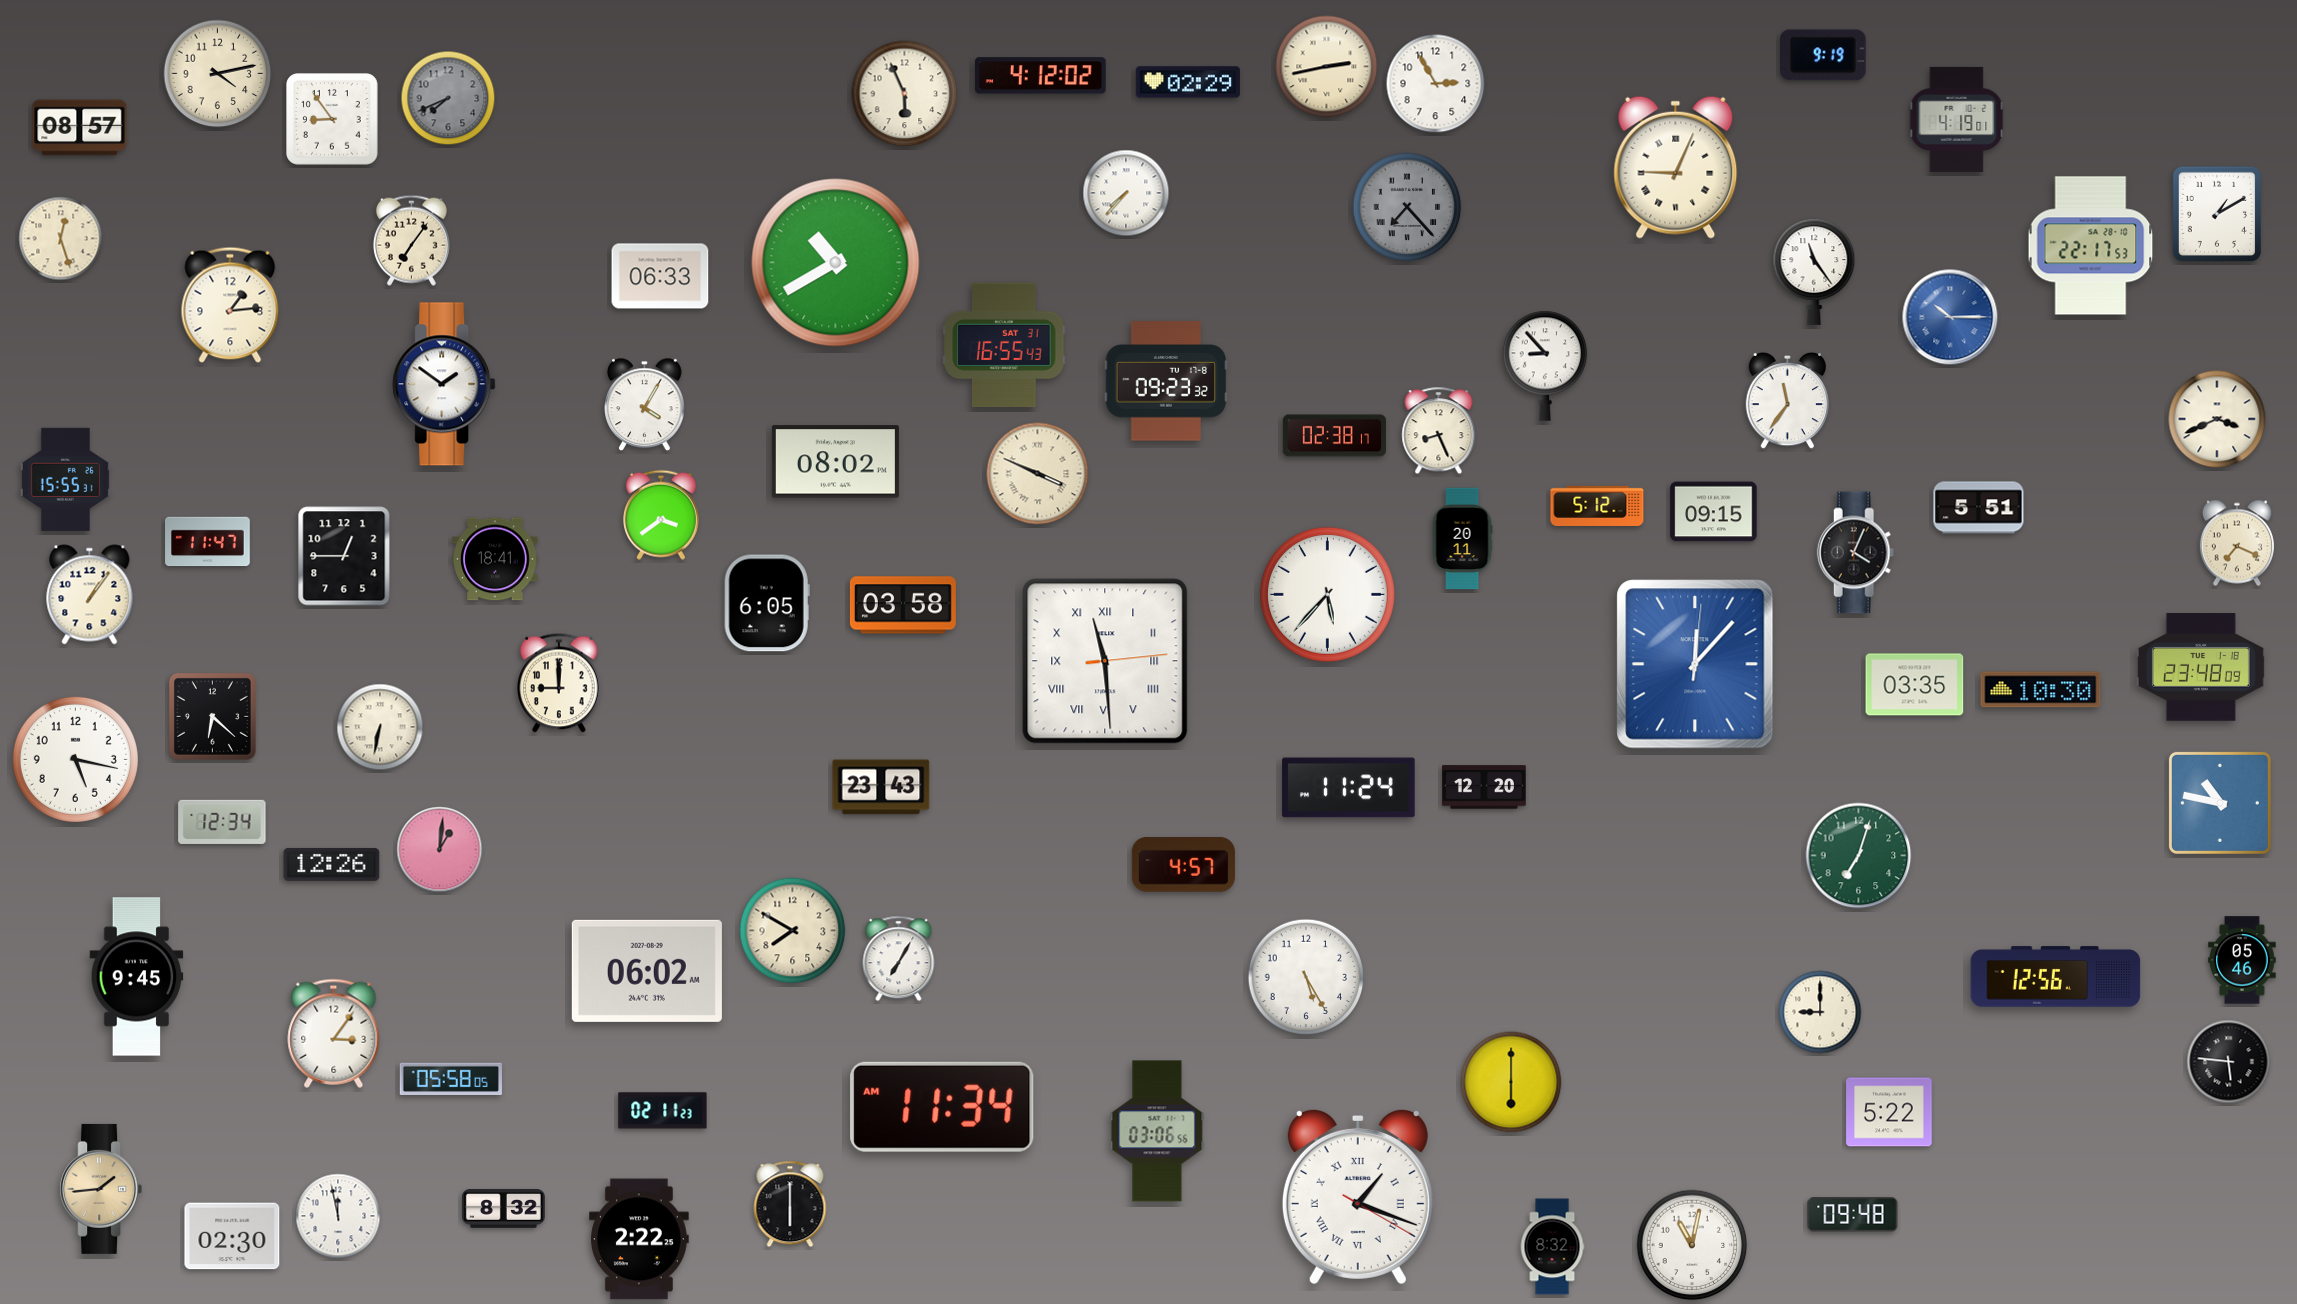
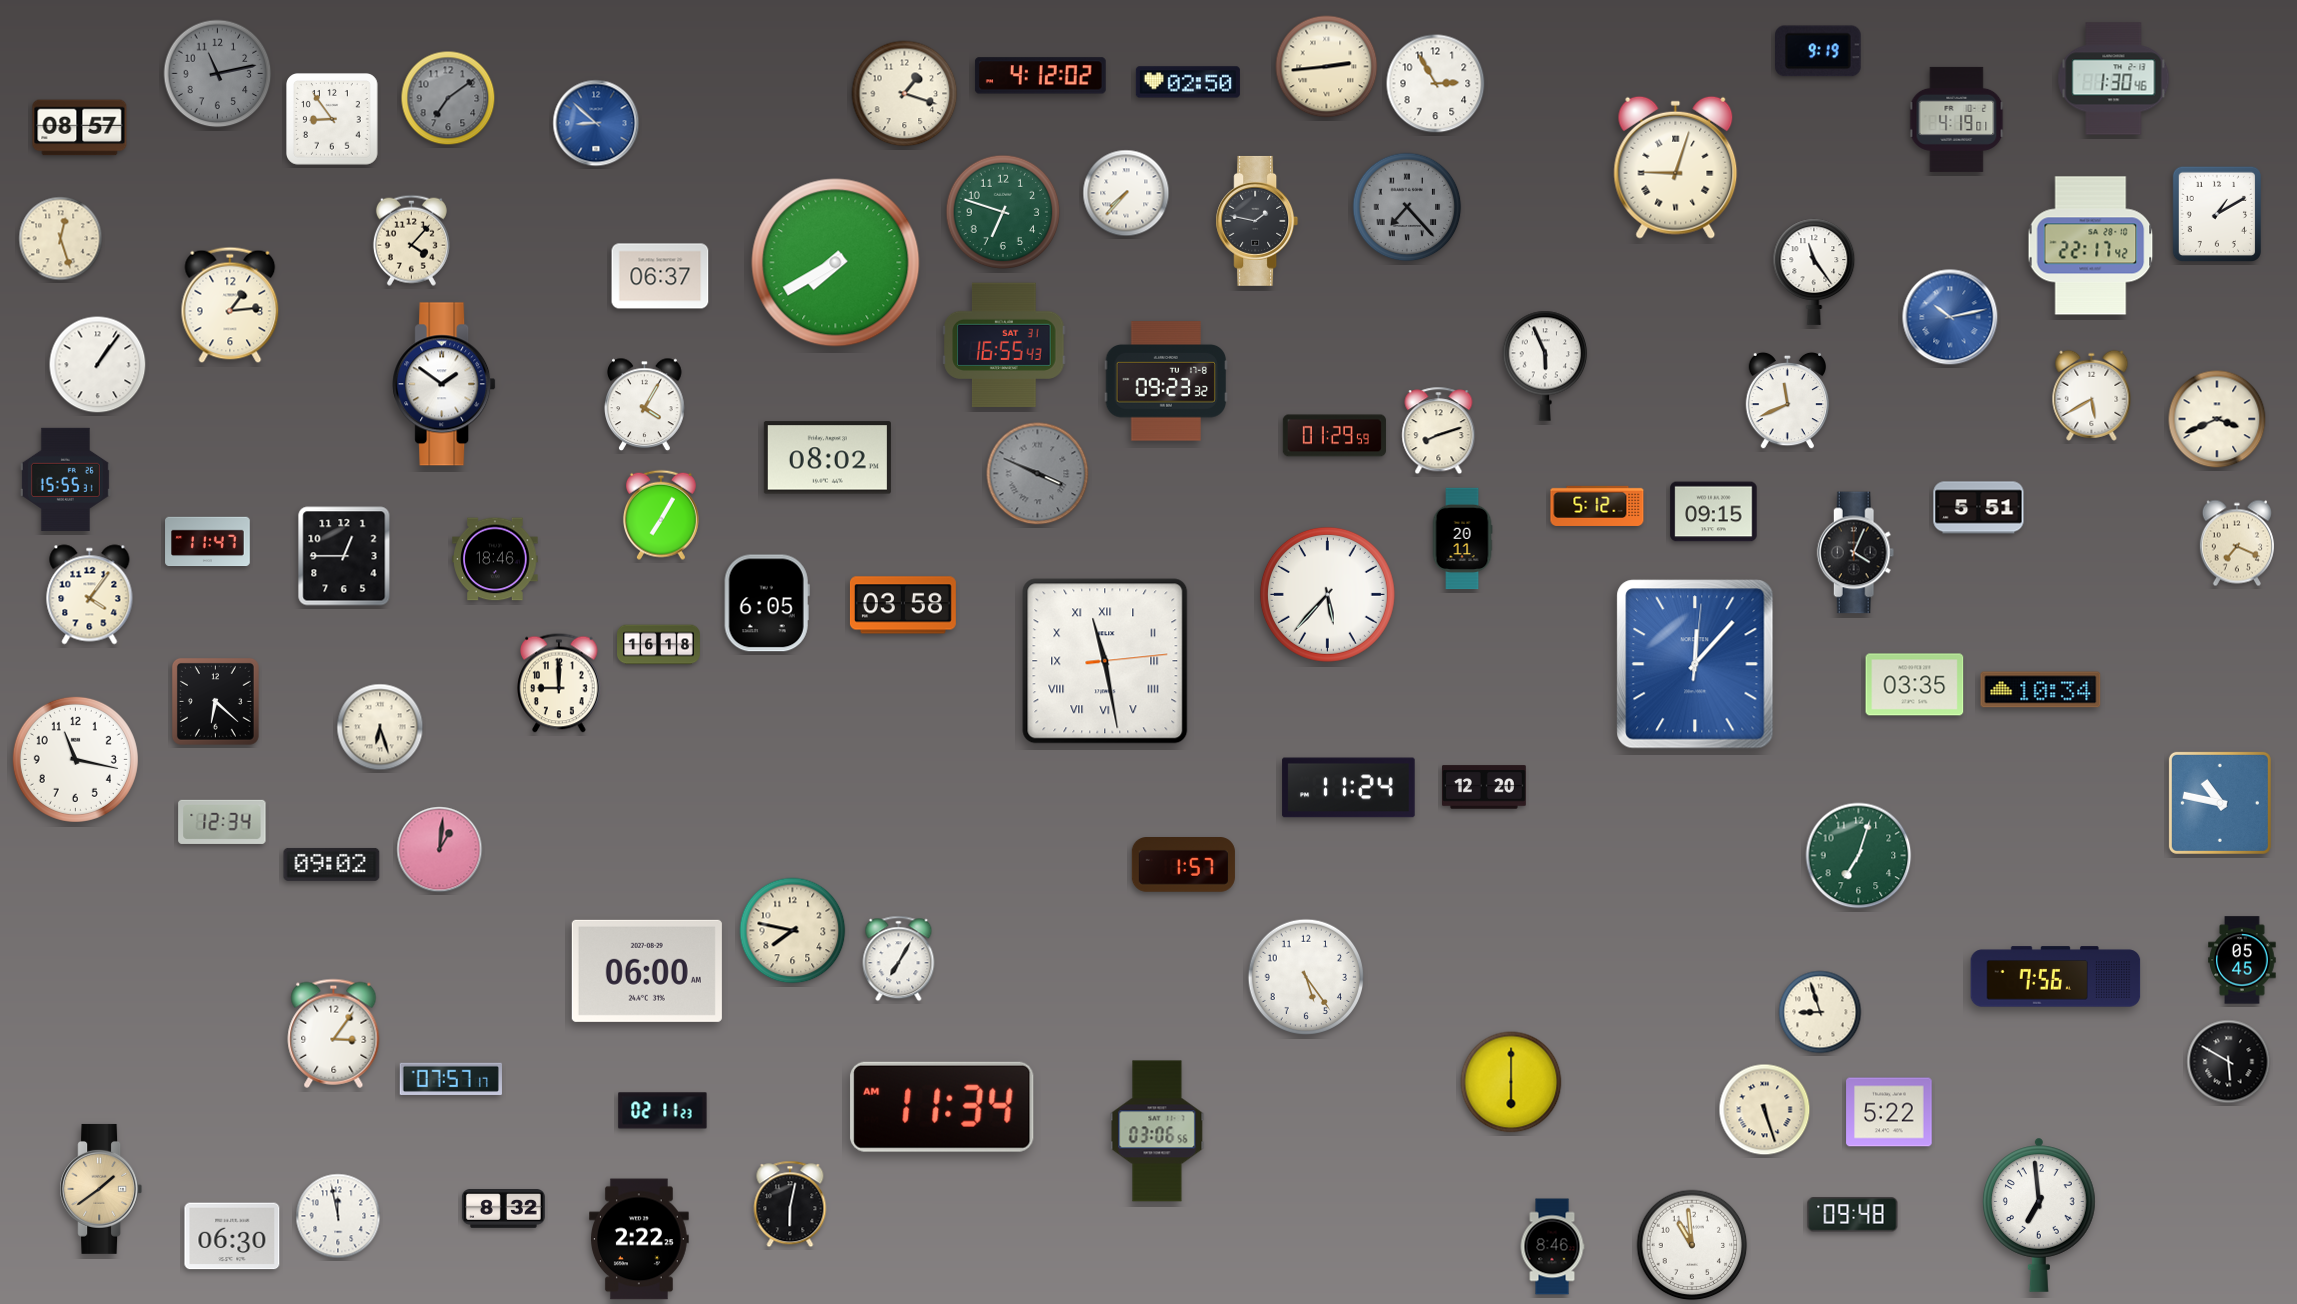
clock at (1824, 55) position: (1824, 55) -> (1819, 51)
clock at (1327, 67): 2:43 -> 2:44
clock at (218, 74): 4:13 -> 11:13
clock at (218, 74) dial: cream -> grey
clock at (2114, 79): none -> 1:30
clock at (1188, 82): 02:29 -> 02:50
clock at (905, 94): 5:56 -> 1:18
clock at (448, 98): 7:41 -> 7:09
clock at (596, 123): none -> 8:52
clock at (1676, 167): 9:04 -> 9:03
clock at (1003, 212): none -> 6:48
clock at (1257, 221): none -> 1:47
clock at (411, 240): 7:06 -> 4:07
clock at (2091, 246): 22:17:53 -> 22:17:42
clock at (836, 263): 10:40 -> 7:40
clock at (660, 276): 06:33 -> 06:37
clock at (1950, 317): 10:15 -> 10:13
clock at (98, 365): none -> 1:06
clock at (1545, 366): 8:53 -> 5:56
clock at (2092, 395): none -> 5:40
clock at (1788, 401): 11:36 -> 11:41
clock at (1439, 431): 8:26 -> 8:12
clock at (1334, 436): 02:38 -> 01:29
clock at (835, 462) position: (835, 462) -> (827, 458)
clock at (1038, 474) dial: cream -> grey
clock at (661, 515): 3:39 -> 7:05
clock at (495, 559): 18:41 -> 18:46
clock at (90, 595): 1:06 -> 4:06
clock at (659, 645): none -> 16:18
clock at (1105, 661): 11:29 -> 11:28
clock at (2201, 667): 23:48 -> none
clock at (2041, 690): 10:30 -> 10:34
clock at (212, 716) position: (212, 716) -> (215, 701)
clock at (380, 727): 6:32 -> 6:27
clock at (75, 759): 5:17 -> 11:17
clock at (881, 787): 23:43 -> none
clock at (332, 864): 12:26 -> 09:02
clock at (1183, 865): 4:57 -> 1:57
clock at (793, 931): 7:50 -> 7:47
clock at (2242, 960): 05:46 -> 05:45
clock at (647, 971): 06:02 -> 06:00
clock at (137, 977): 9:45 -> none
clock at (1306, 977): 5:25 -> 5:24
clock at (2056, 977): 12:56 -> 7:56
clock at (1820, 1012): 9:00 -> 8:57
clock at (2229, 1062): 5:46 -> 5:50
clock at (451, 1078): 05:58 -> 07:57
clock at (1765, 1110): none -> 5:27
clock at (101, 1189): 1:44 -> 1:39
clock at (1358, 1196): 1:18 -> none
clock at (790, 1204): 6:00 -> 6:02
clock at (2040, 1215): none -> 6:59
clock at (232, 1236): 02:30 -> 06:30
clock at (1692, 1245): 11:02 -> 10:59
clock at (1552, 1247): 8:32 -> 8:46
